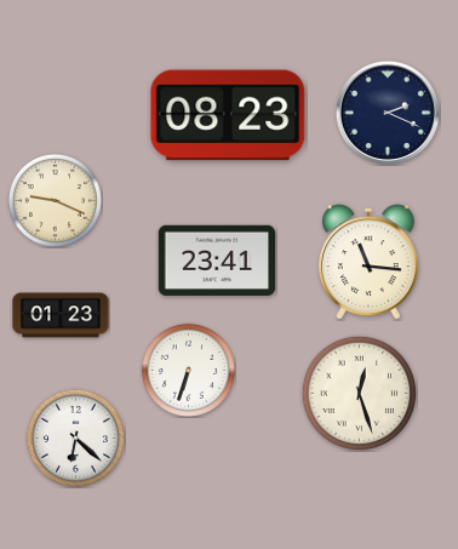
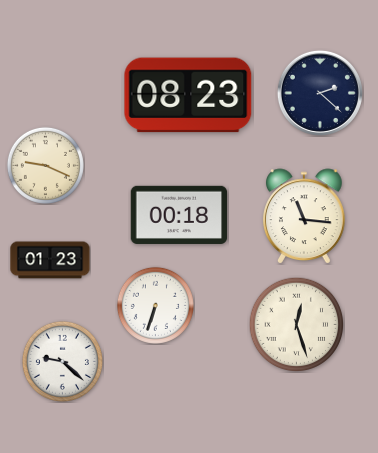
clock at (388, 113): 2:19 -> 2:22
clock at (217, 261): 23:41 -> 00:18
clock at (75, 438): 6:22 -> 9:22
